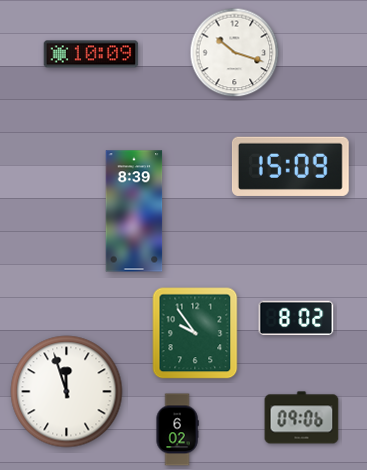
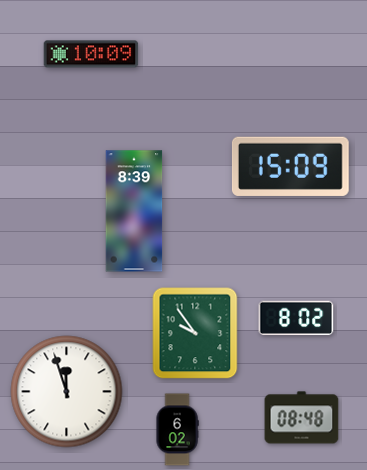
clock at (235, 53): 10:18 -> none
clock at (302, 418): 09:06 -> 08:48
